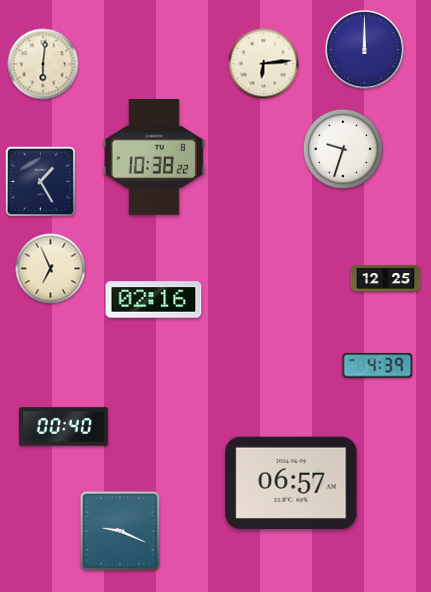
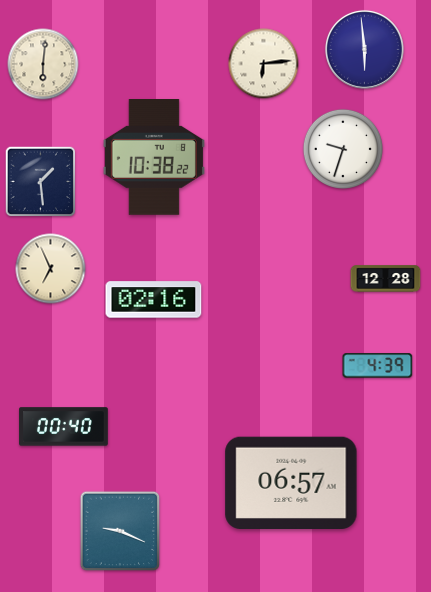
clock at (364, 49): 12:00 -> 5:59
clock at (41, 182): 1:25 -> 1:29
clock at (386, 279): 12:25 -> 12:28
